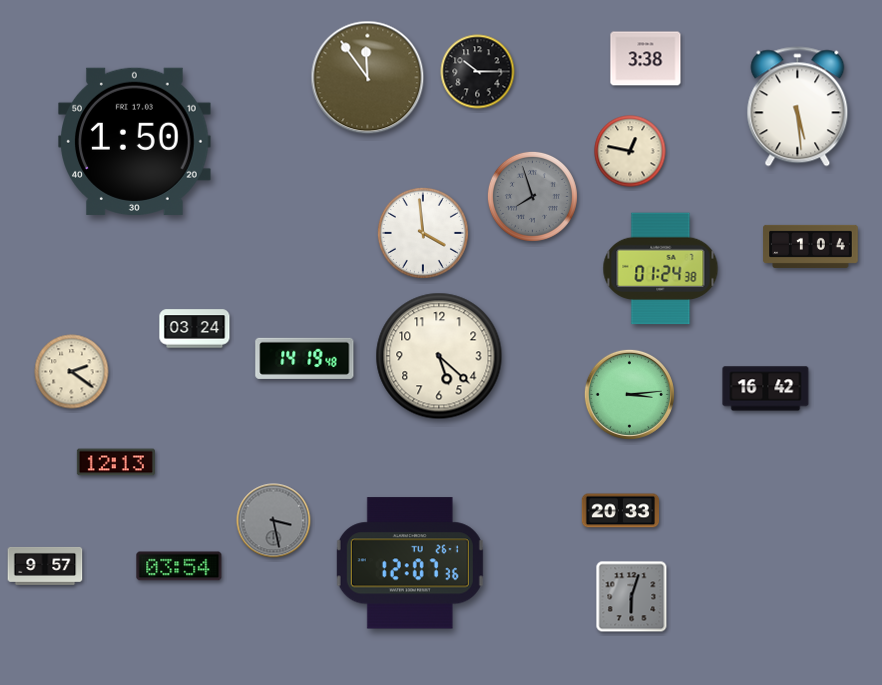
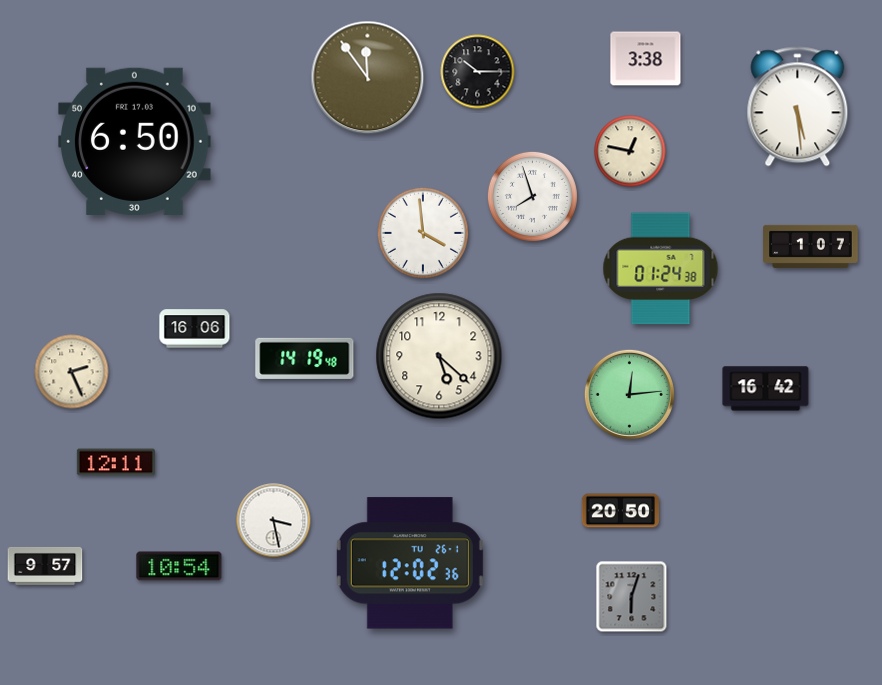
clock at (135, 141): 1:50 -> 6:50
clock at (532, 196) dial: grey -> white
clock at (811, 246): 1:04 -> 1:07
clock at (195, 329): 03:24 -> 16:06
clock at (72, 372): 2:21 -> 2:26
clock at (629, 394): 3:14 -> 12:14
clock at (116, 462): 12:13 -> 12:11
clock at (620, 511): 20:33 -> 20:50
clock at (274, 521) dial: grey -> white
clock at (410, 563): 12:07 -> 12:02
clock at (179, 566): 03:54 -> 10:54
